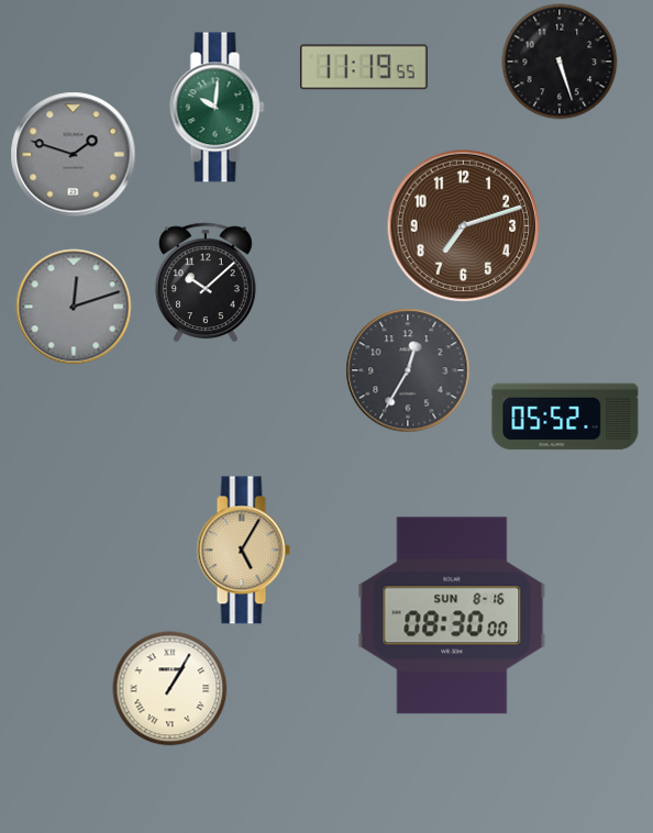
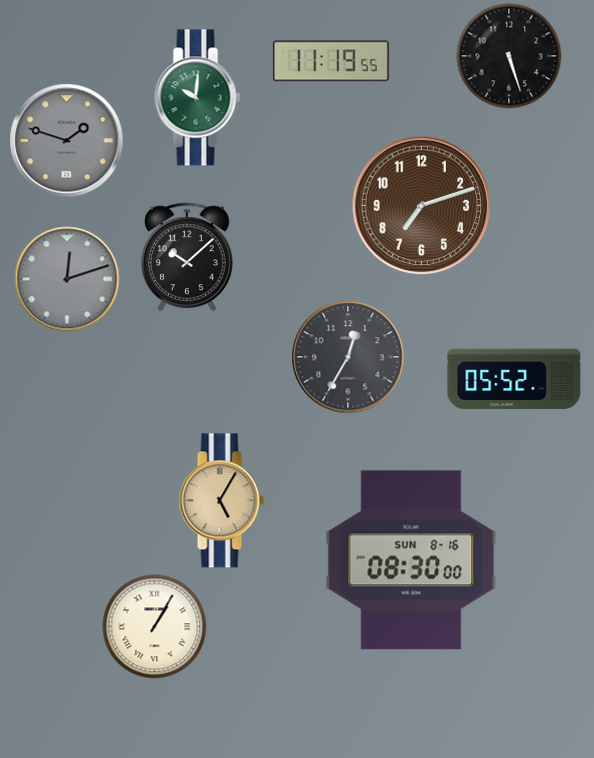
clock at (408, 370) position: (408, 370) -> (348, 357)
